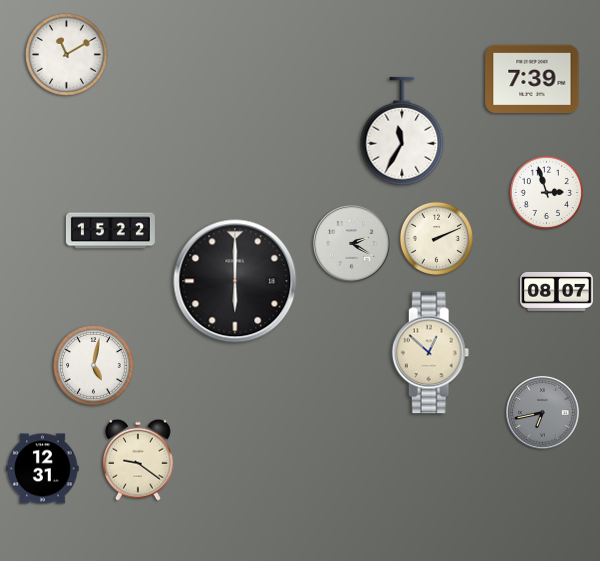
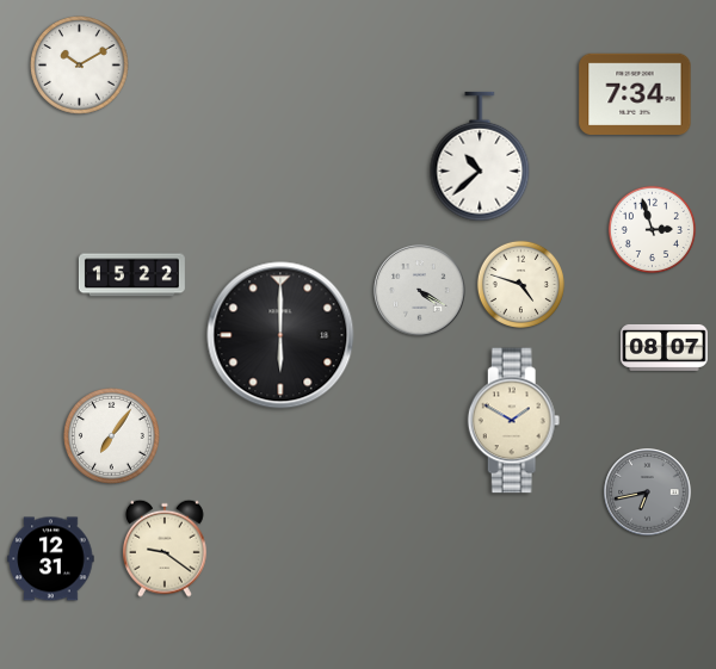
clock at (67, 55): 11:10 -> 10:10
clock at (532, 79): 7:39 -> 7:34
clock at (402, 131): 11:35 -> 10:38
clock at (436, 238): 2:11 -> 4:48
clock at (352, 244): 2:20 -> 4:20
clock at (431, 353): 12:52 -> 1:50
clock at (94, 366): 5:02 -> 7:06
